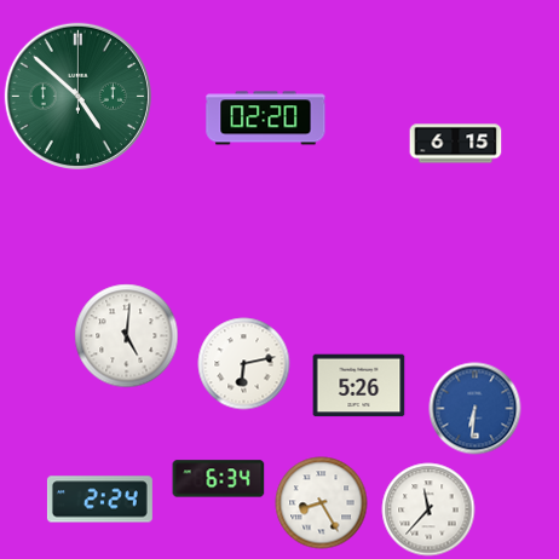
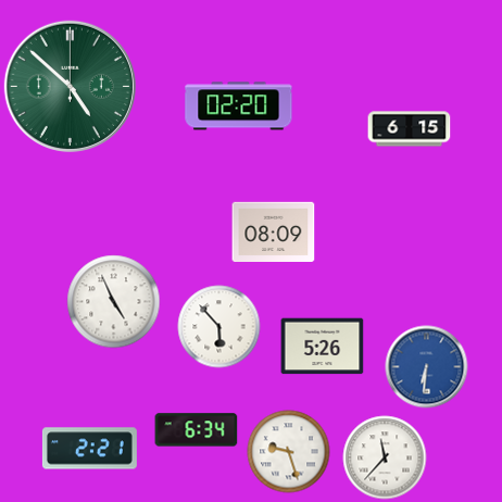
clock at (274, 231): none -> 08:09
clock at (127, 336): 5:01 -> 4:56
clock at (244, 364): 6:13 -> 5:53
clock at (99, 500): 2:24 -> 2:21
clock at (322, 503): 8:25 -> 9:27
